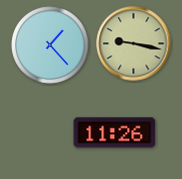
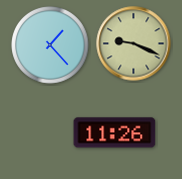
clock at (134, 44): 9:17 -> 9:19
